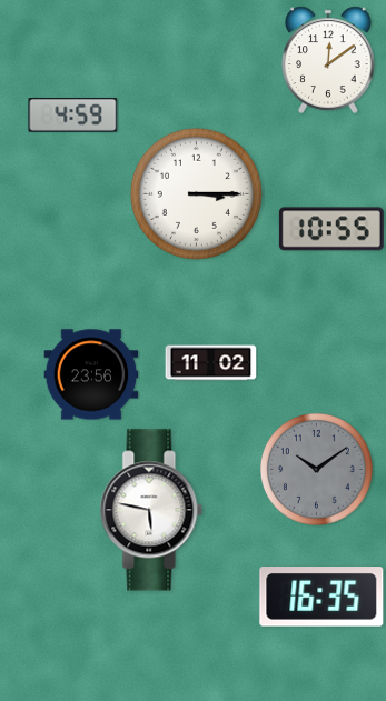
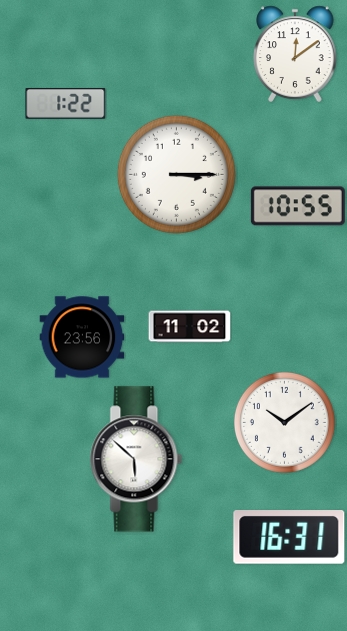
clock at (73, 116): 4:59 -> 1:22
clock at (316, 469) dial: grey -> white
clock at (151, 510): 5:47 -> 5:52
clock at (321, 598): 16:35 -> 16:31
